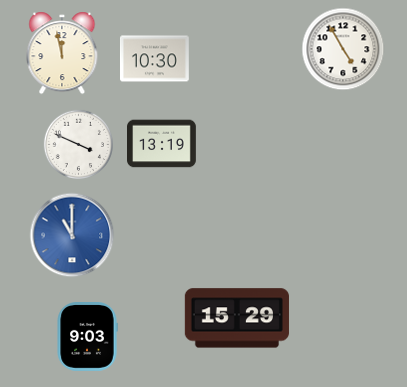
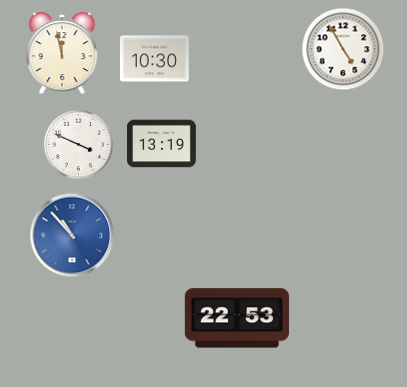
clock at (72, 235): 11:00 -> 10:53
clock at (237, 318): 15:29 -> 22:53
clock at (87, 337): 9:03 -> none
